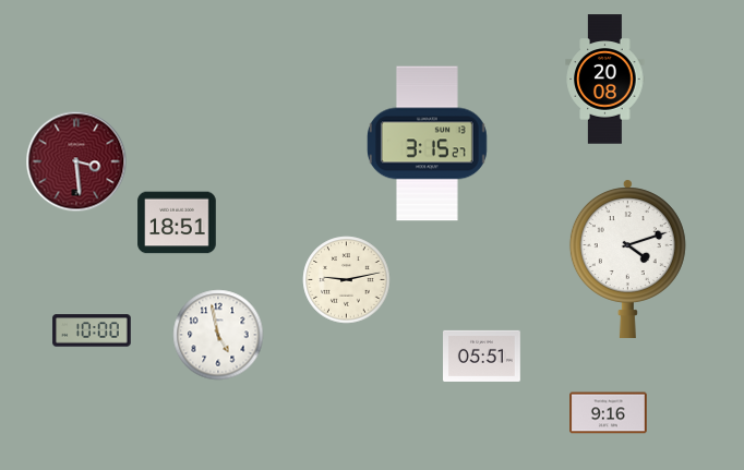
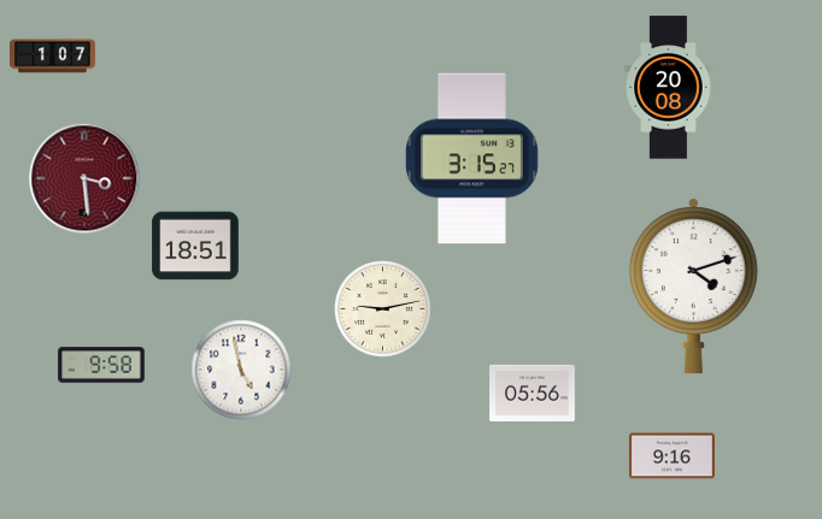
clock at (53, 57): none -> 1:07
clock at (92, 330): 10:00 -> 9:58
clock at (482, 355): 05:51 -> 05:56
